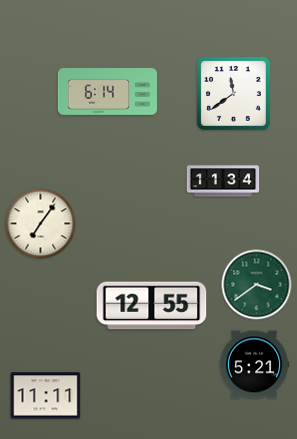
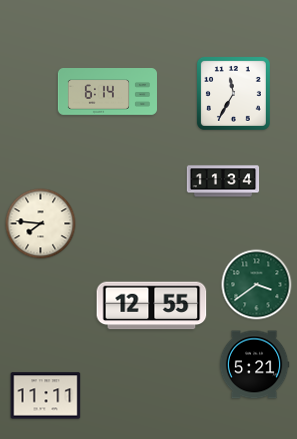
clock at (233, 93): 11:39 -> 11:35
clock at (41, 224): 7:06 -> 7:46
